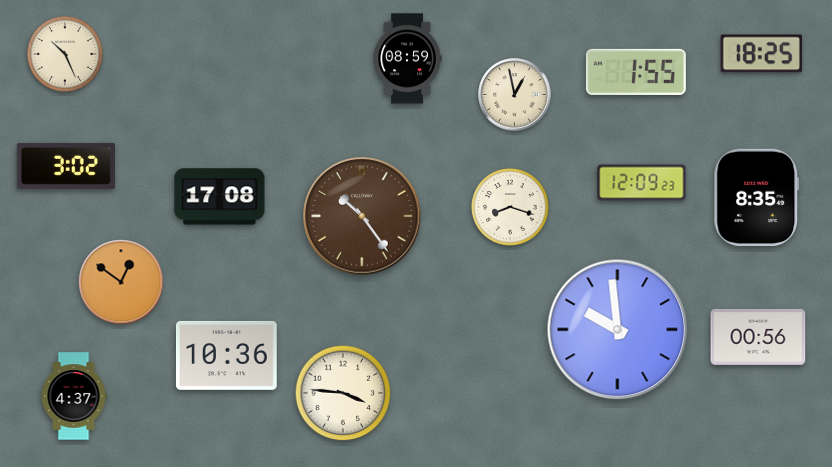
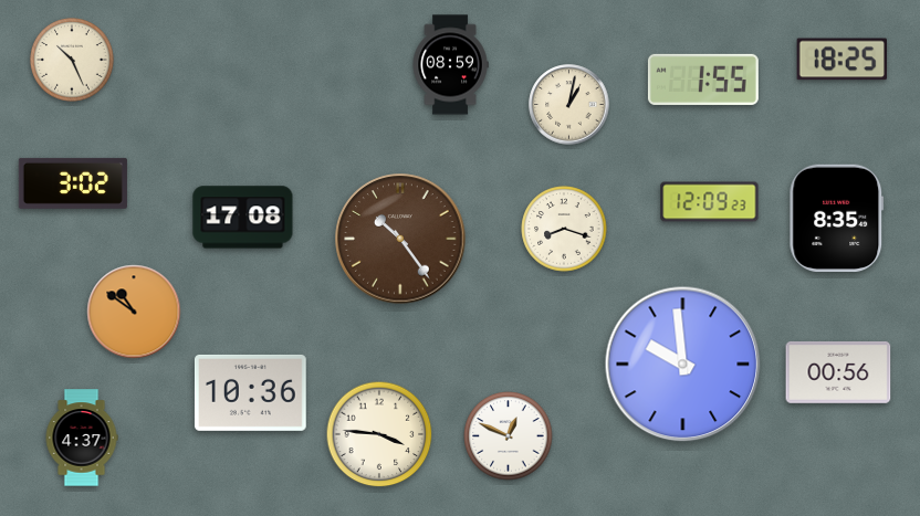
clock at (515, 95): 12:58 -> 1:02
clock at (121, 282): 12:51 -> 10:51
clock at (509, 436): none -> 12:49
